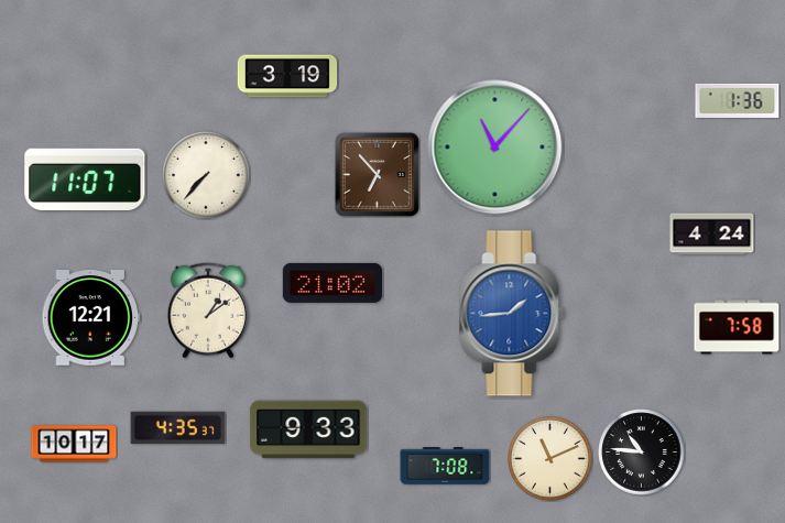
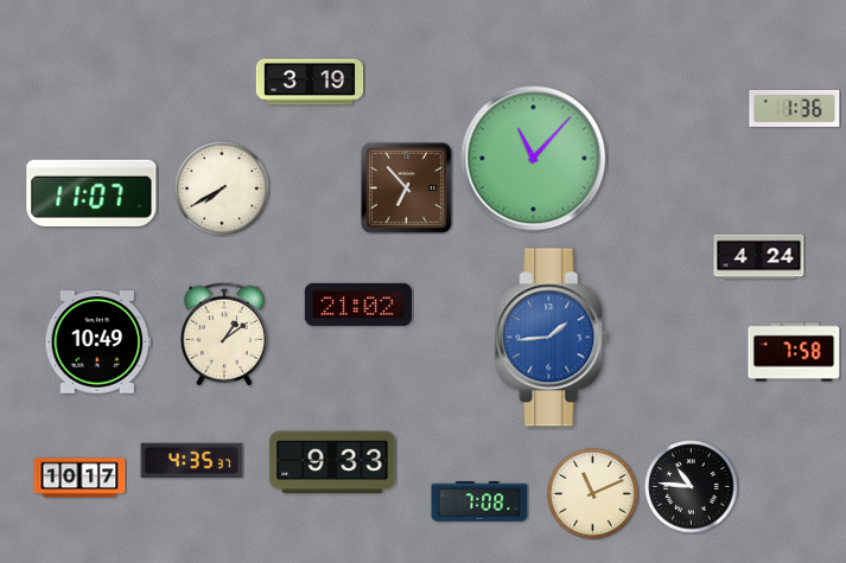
clock at (206, 175): 7:37 -> 7:40
clock at (712, 235) position: (712, 235) -> (759, 257)
clock at (91, 318): 12:21 -> 10:49
